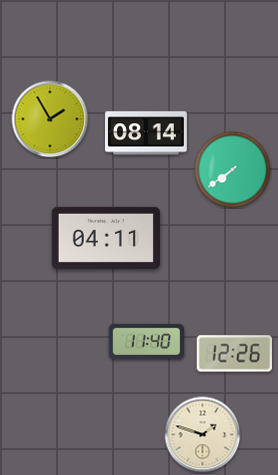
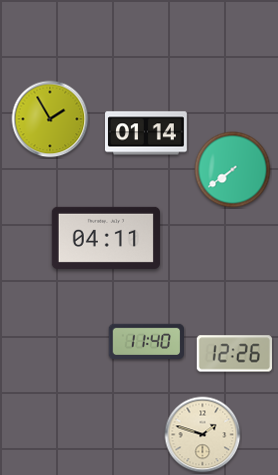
clock at (147, 133): 08:14 -> 01:14
